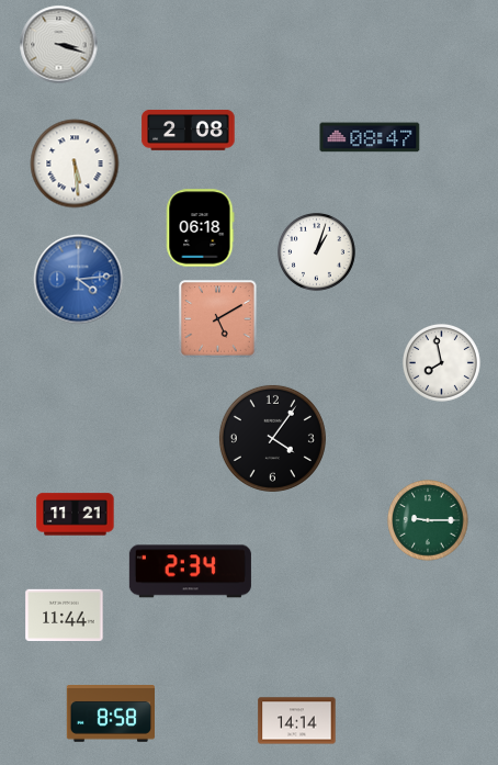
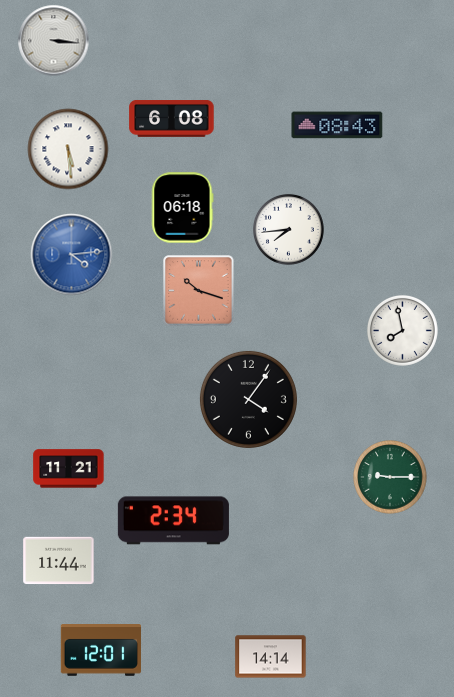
clock at (59, 45): 3:18 -> 3:16
clock at (189, 131): 2:08 -> 6:08
clock at (370, 137): 08:47 -> 08:43
clock at (316, 251): 1:03 -> 7:44
clock at (218, 319): 5:10 -> 10:18
clock at (428, 520) position: (428, 520) -> (390, 477)
clock at (110, 715): 8:58 -> 12:01
